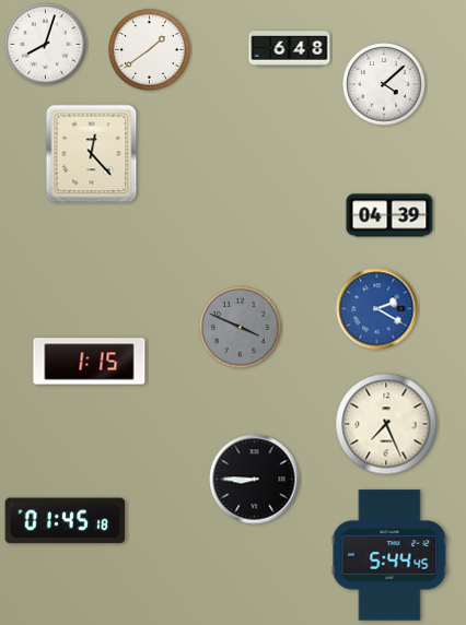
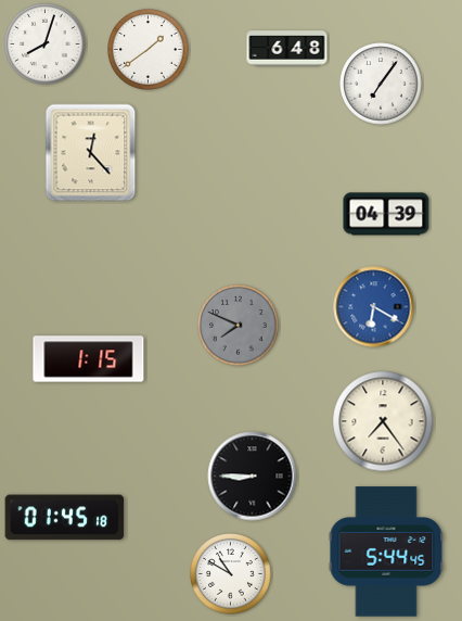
clock at (384, 84): 4:08 -> 7:06
clock at (377, 309): 2:20 -> 6:20
clock at (241, 328): 3:49 -> 7:49
clock at (386, 424): 7:26 -> 7:24
clock at (231, 574): none -> 10:50
